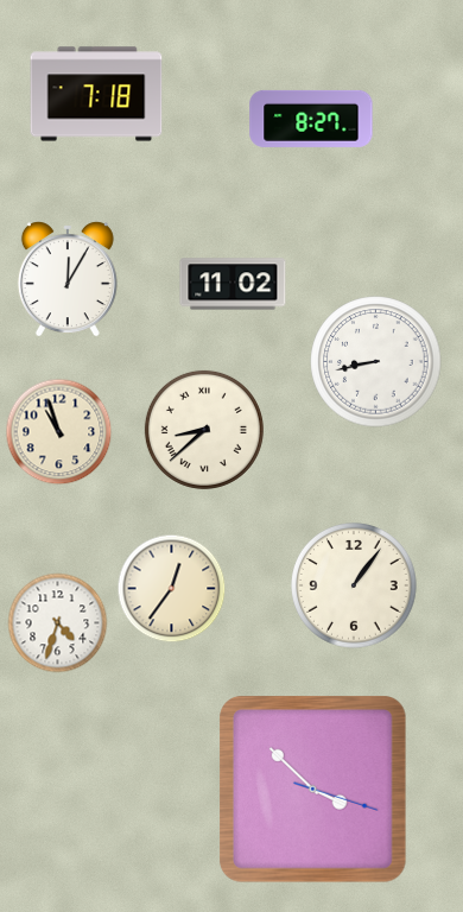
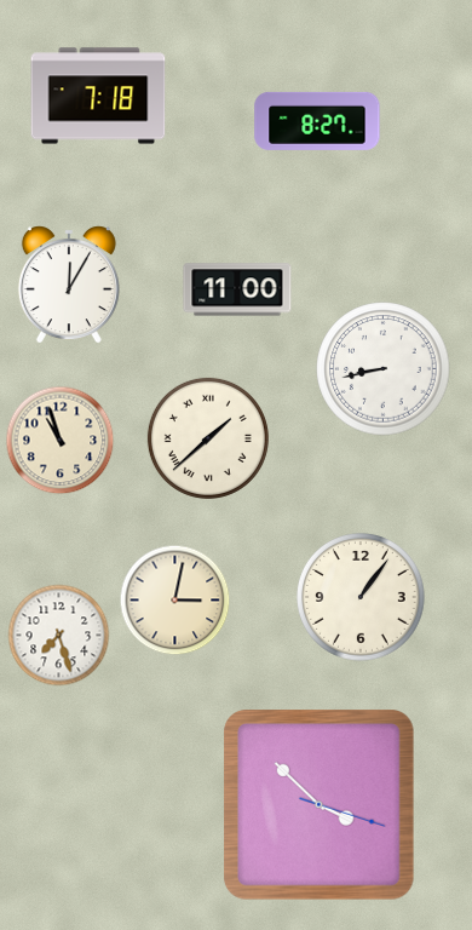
clock at (233, 284): 11:02 -> 11:00
clock at (204, 430): 8:38 -> 1:38
clock at (172, 589): 12:36 -> 3:02
clock at (58, 623): 4:33 -> 7:27
